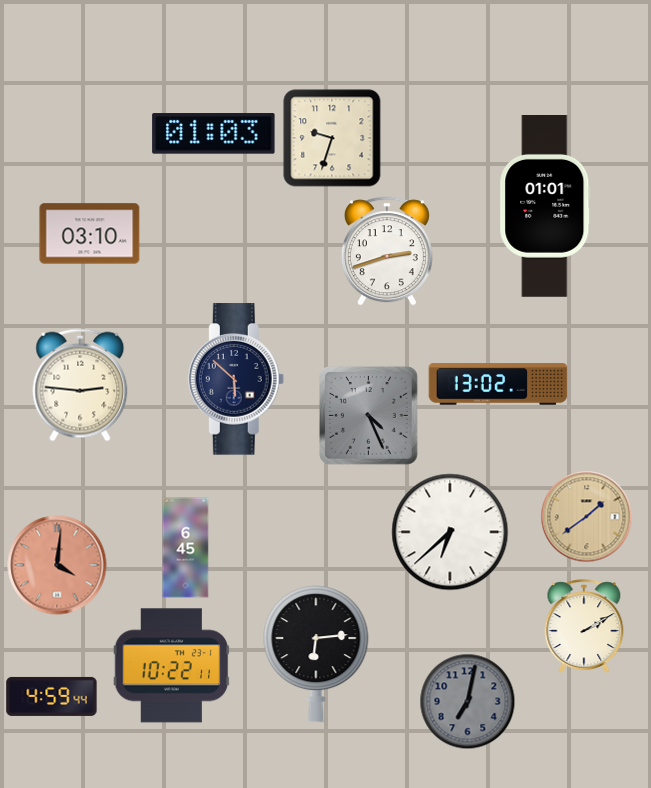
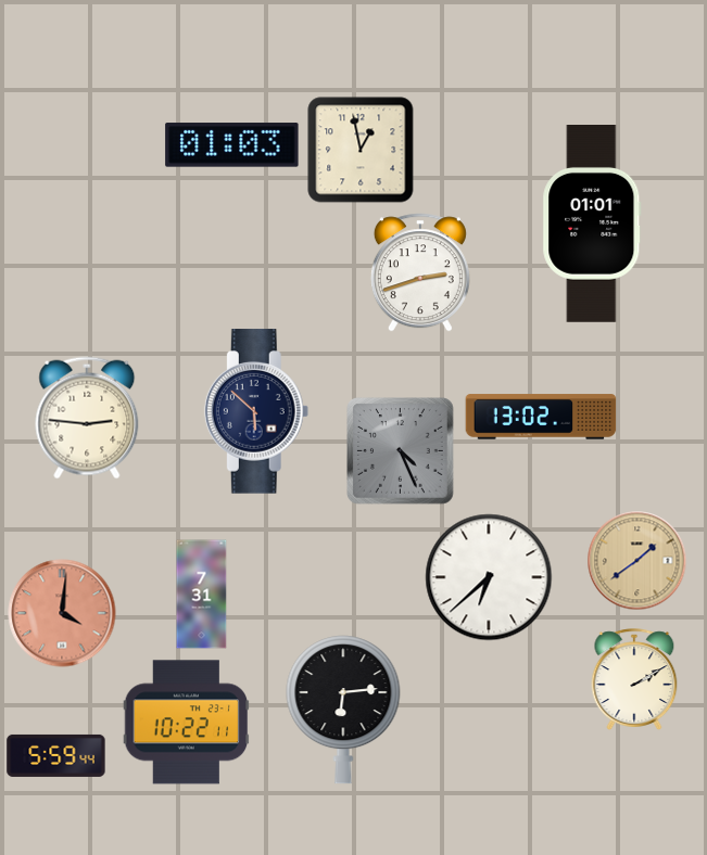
clock at (332, 138): 9:33 -> 12:58
clock at (90, 234): 03:10 -> none
clock at (186, 548): 6:45 -> 7:31
clock at (52, 696): 4:59 -> 5:59
clock at (468, 702): 7:02 -> none
